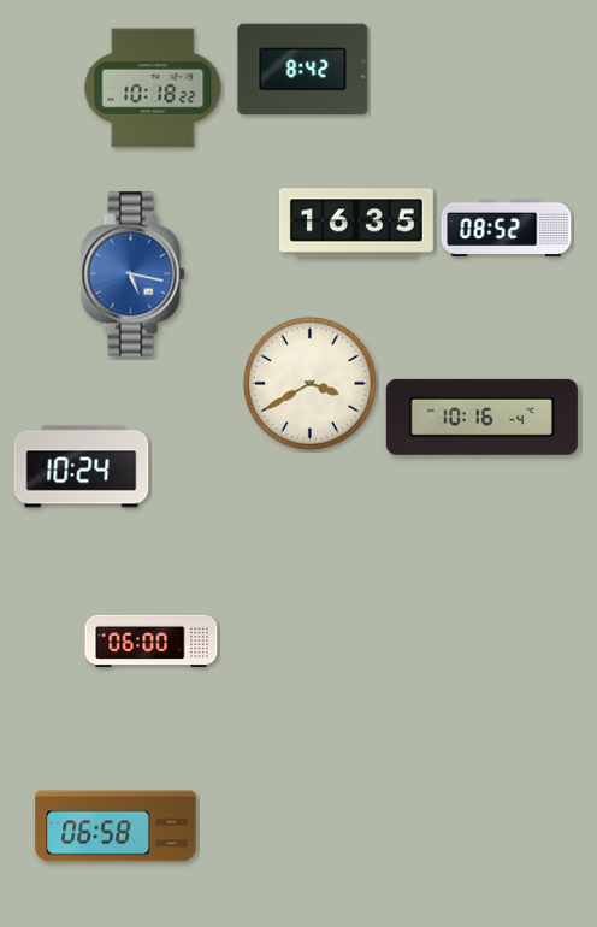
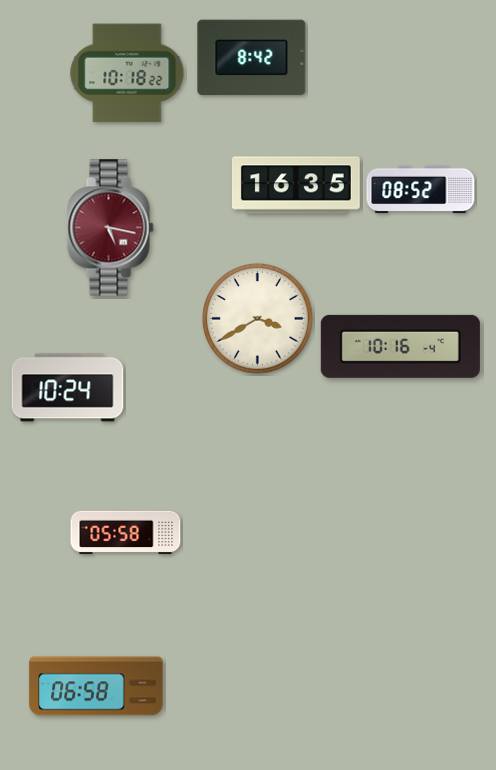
clock at (134, 274) dial: blue -> burgundy
clock at (152, 642): 06:00 -> 05:58
